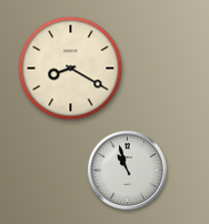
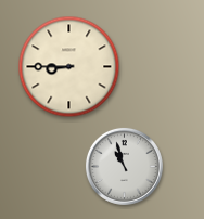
clock at (71, 69): 8:20 -> 8:45
